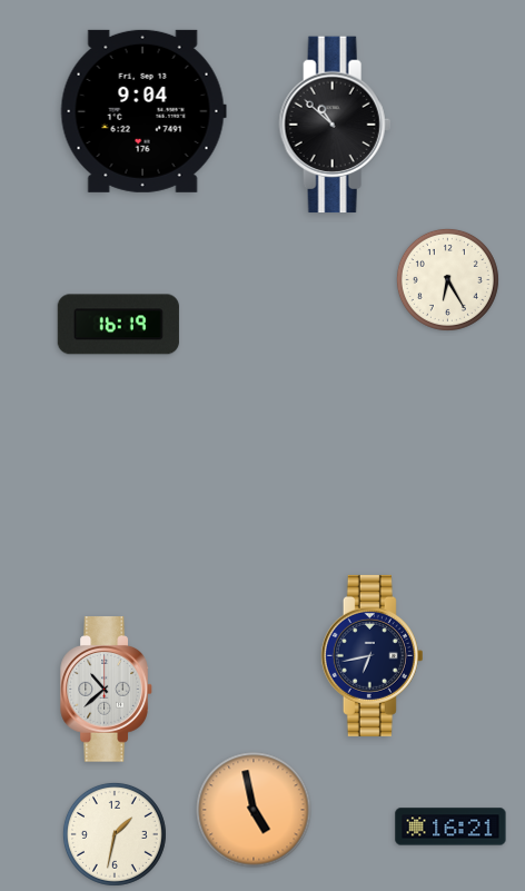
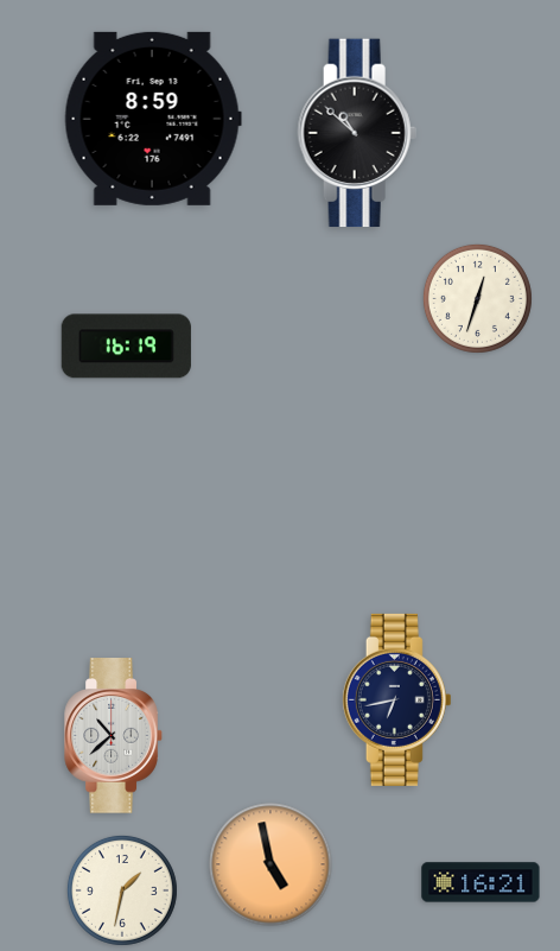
clock at (143, 111): 9:04 -> 8:59
clock at (447, 279): 6:25 -> 12:33
